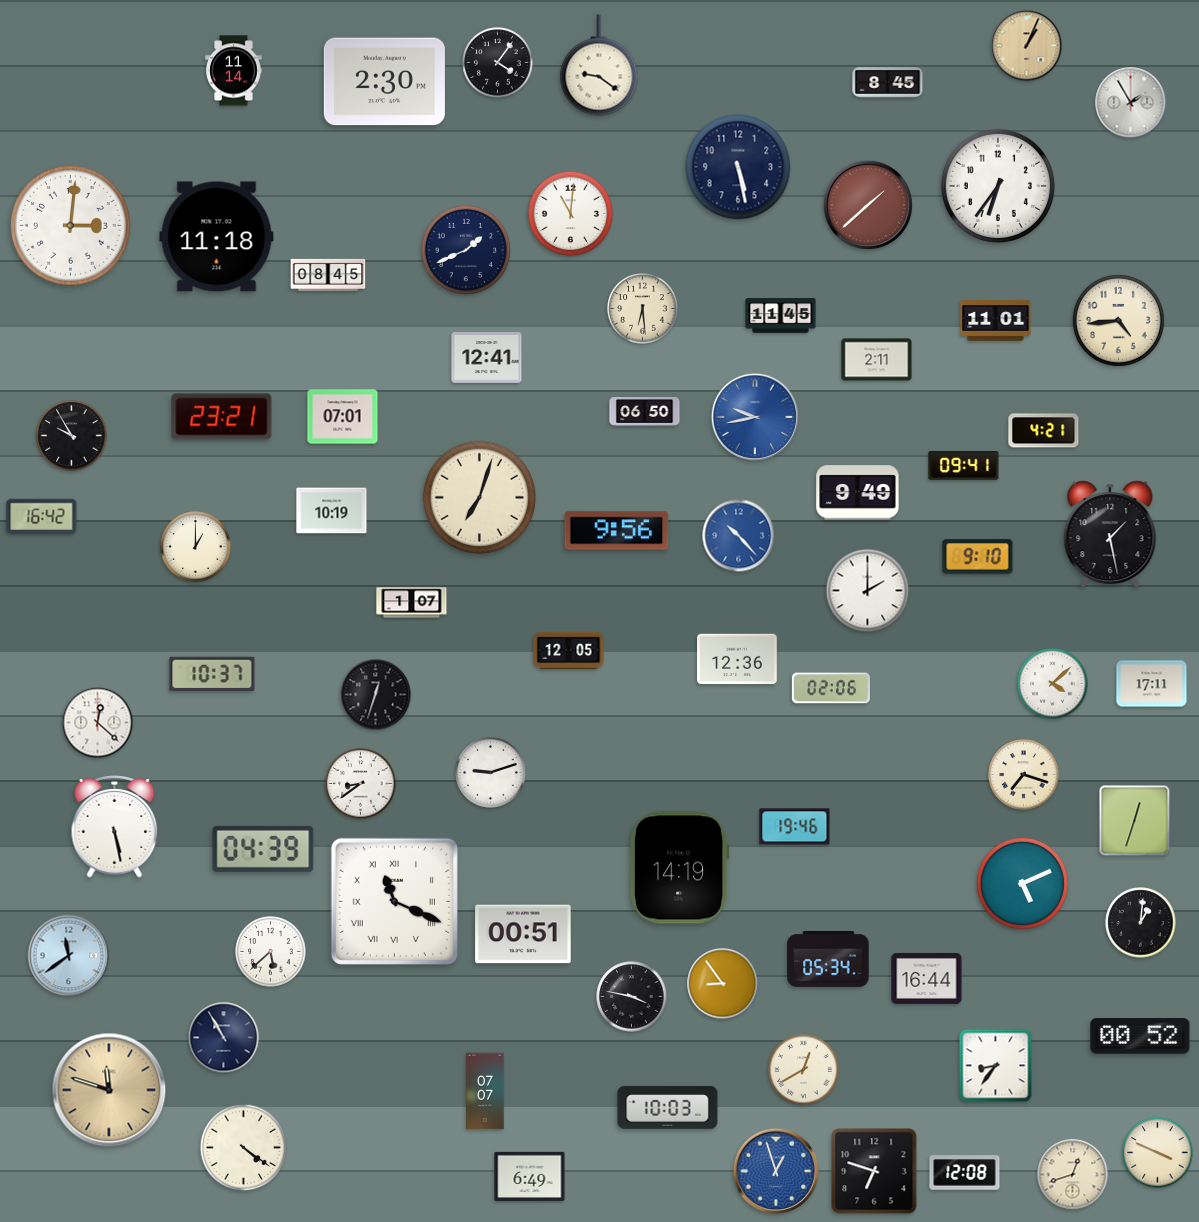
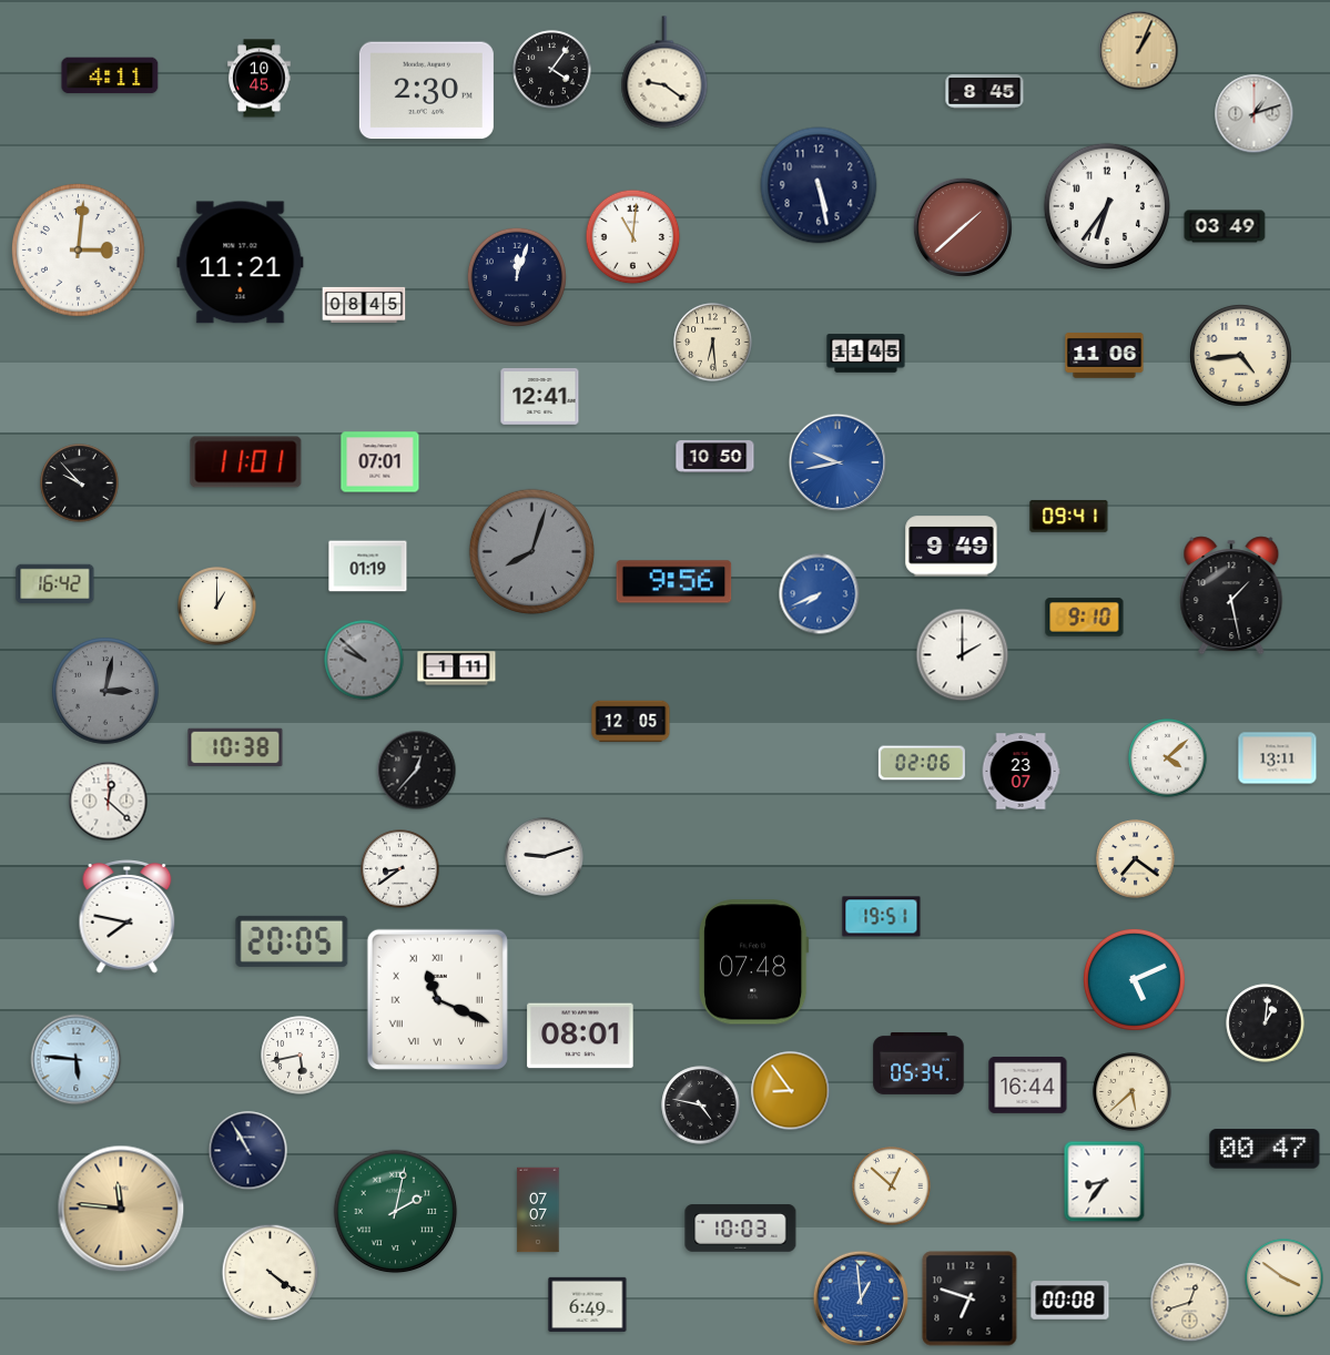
clock at (110, 75): none -> 4:11
clock at (234, 71): 11:14 -> 10:45
clock at (1131, 103): 1:55 -> 1:12
clock at (1225, 226): none -> 03:49
clock at (217, 237): 11:18 -> 11:21
clock at (466, 250): 1:41 -> 12:03
clock at (781, 316) position: (781, 316) -> (866, 354)
clock at (996, 321): 11:01 -> 11:06
clock at (877, 360): 2:11 -> none
clock at (645, 412): 06:50 -> 10:50
clock at (222, 417): 23:21 -> 11:01
clock at (1044, 431): 4:21 -> none
clock at (72, 436): 9:55 -> 9:53
clock at (479, 497): 7:03 -> 8:03
clock at (479, 497) dial: cream -> grey
clock at (332, 511): 10:19 -> 01:19
clock at (42, 516) position: (42, 516) -> (55, 583)
clock at (617, 531) position: (617, 531) -> (674, 582)
clock at (1110, 534) position: (1110, 534) -> (1231, 595)
clock at (739, 536): 10:23 -> 7:41
clock at (364, 660): none -> 9:52
clock at (412, 603): 1:07 -> 1:11
clock at (105, 691): none -> 3:02
clock at (738, 659): 12:36 -> none
clock at (212, 674): 10:37 -> 10:38
clock at (1152, 684): 17:11 -> 13:11
clock at (376, 695): 12:33 -> 12:37
clock at (1021, 772): none -> 23:07
clock at (1024, 775): 7:18 -> 7:21
clock at (1135, 821): 12:33 -> none
clock at (115, 827): 5:28 -> 7:47
clock at (795, 827): 19:46 -> 19:51
clock at (263, 849): 04:39 -> 20:05
clock at (679, 868): 14:19 -> 07:48
clock at (523, 934): 00:51 -> 08:01
clock at (271, 952): 5:38 -> 5:43
clock at (69, 956): 11:39 -> 5:46
clock at (723, 984) position: (723, 984) -> (791, 1091)
clock at (1133, 1092): none -> 5:38
clock at (632, 997): 3:47 -> 4:47
clock at (1140, 1036): 00:52 -> 00:47
clock at (804, 1070): 12:40 -> 12:52
clock at (109, 1090): 11:48 -> 11:46
clock at (396, 1212): none -> 2:02
clock at (1158, 1153): 3:49 -> 3:51
clock at (776, 1171): 12:57 -> 12:59
clock at (965, 1173): 12:08 -> 00:08
